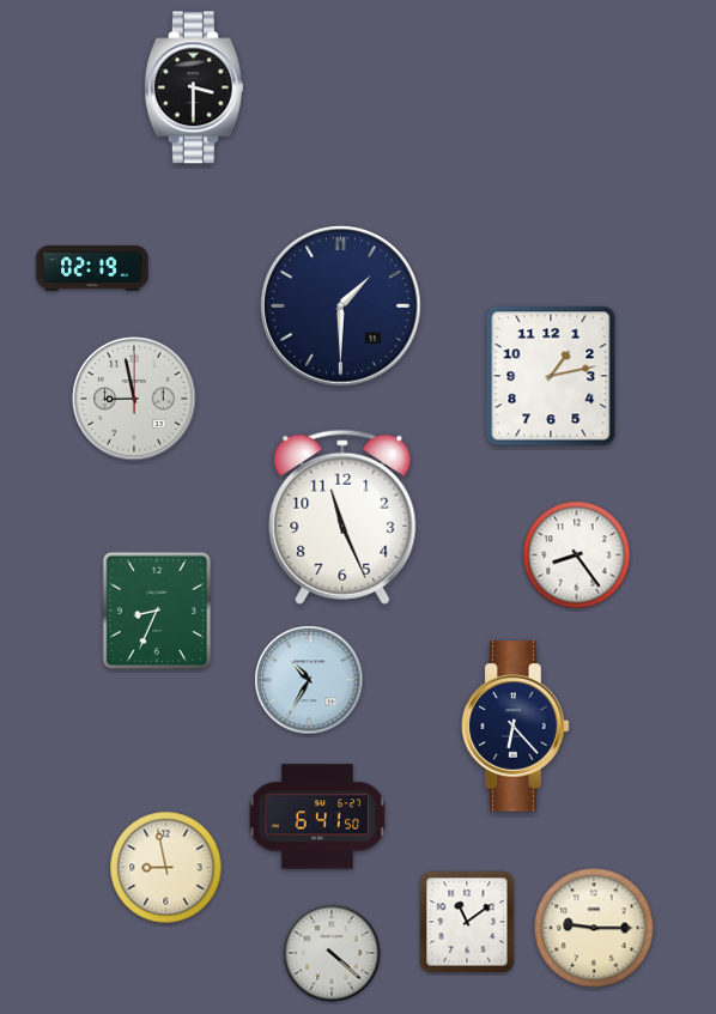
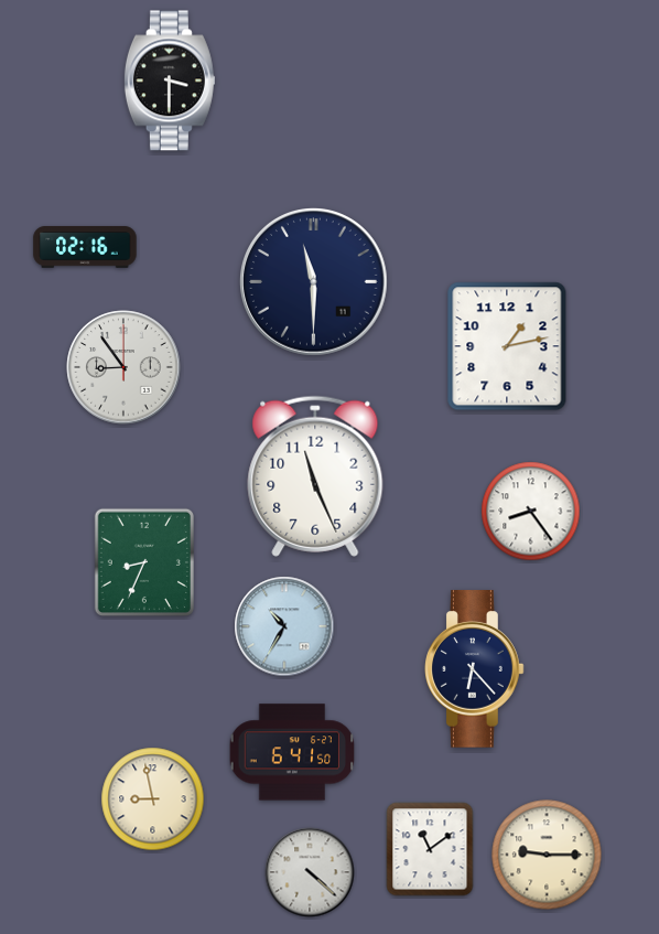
clock at (194, 87) position: (194, 87) -> (170, 80)
clock at (92, 268): 02:19 -> 02:16
clock at (341, 306): 1:30 -> 11:30
clock at (134, 399): 8:58 -> 8:54
clock at (332, 953) position: (332, 953) -> (310, 872)
